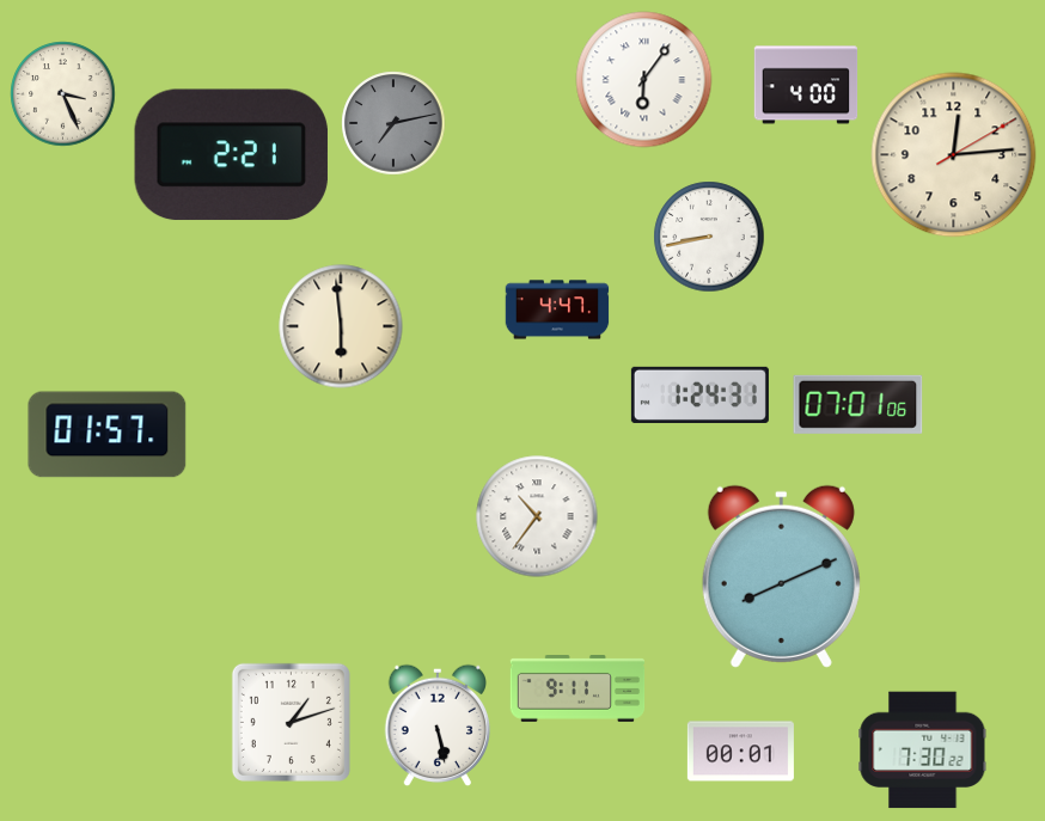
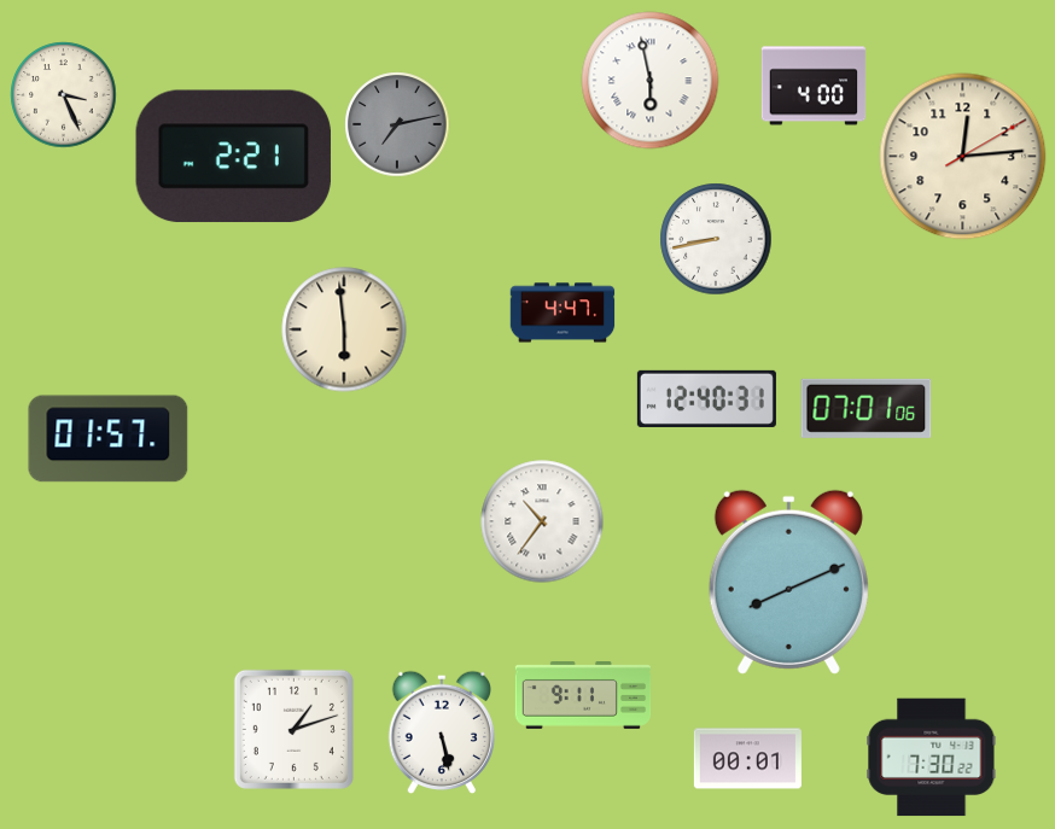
clock at (644, 80): 6:06 -> 5:58
clock at (699, 394): 1:24 -> 12:40
